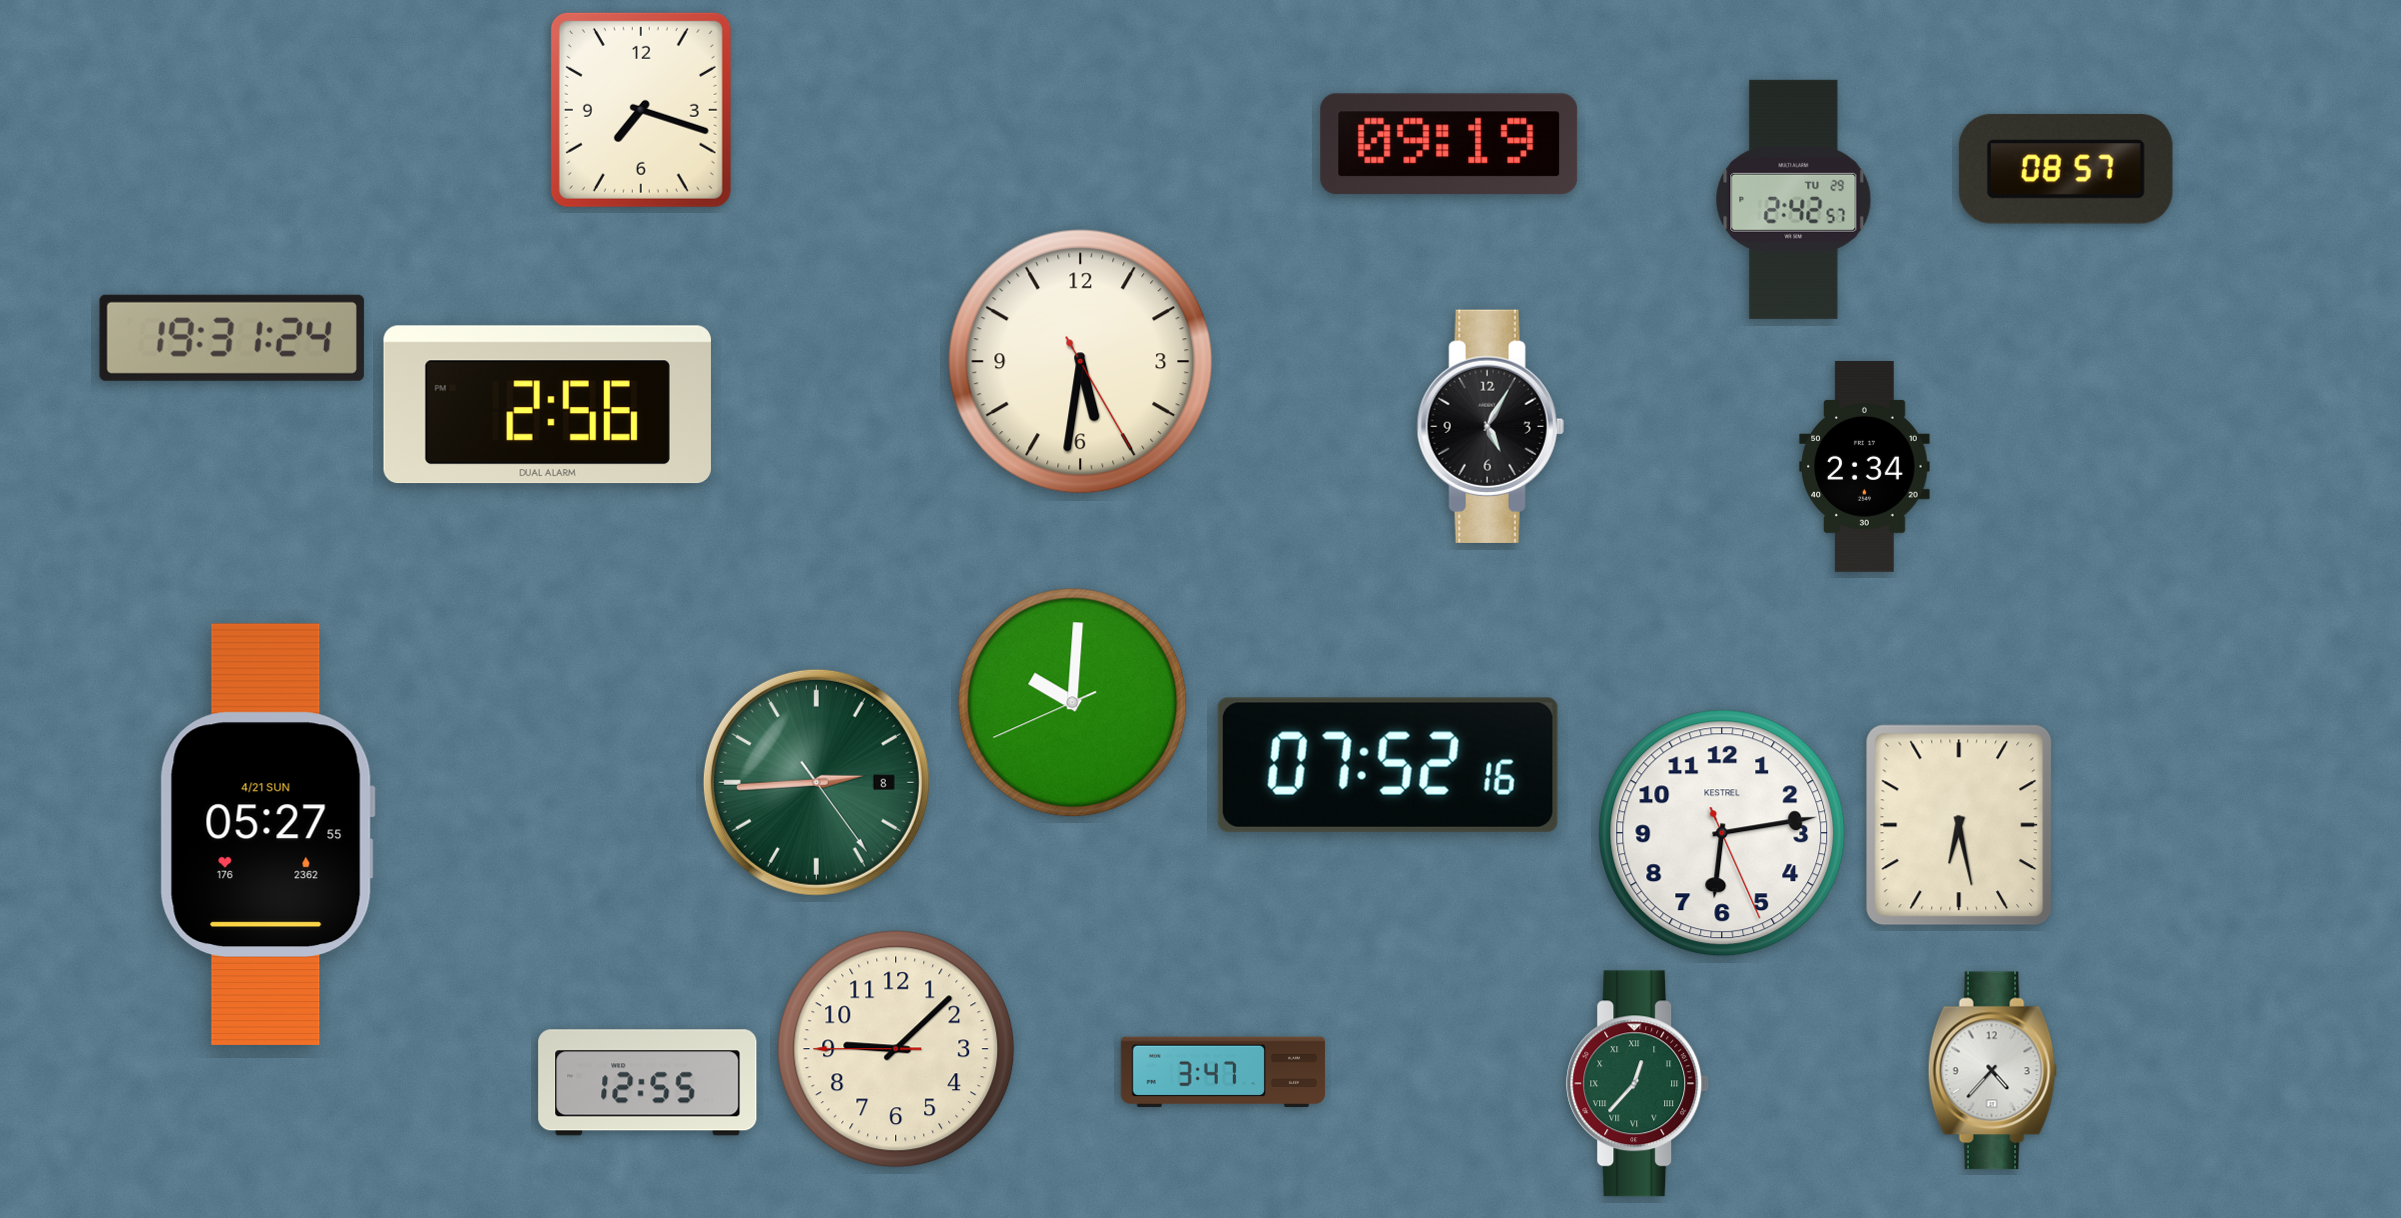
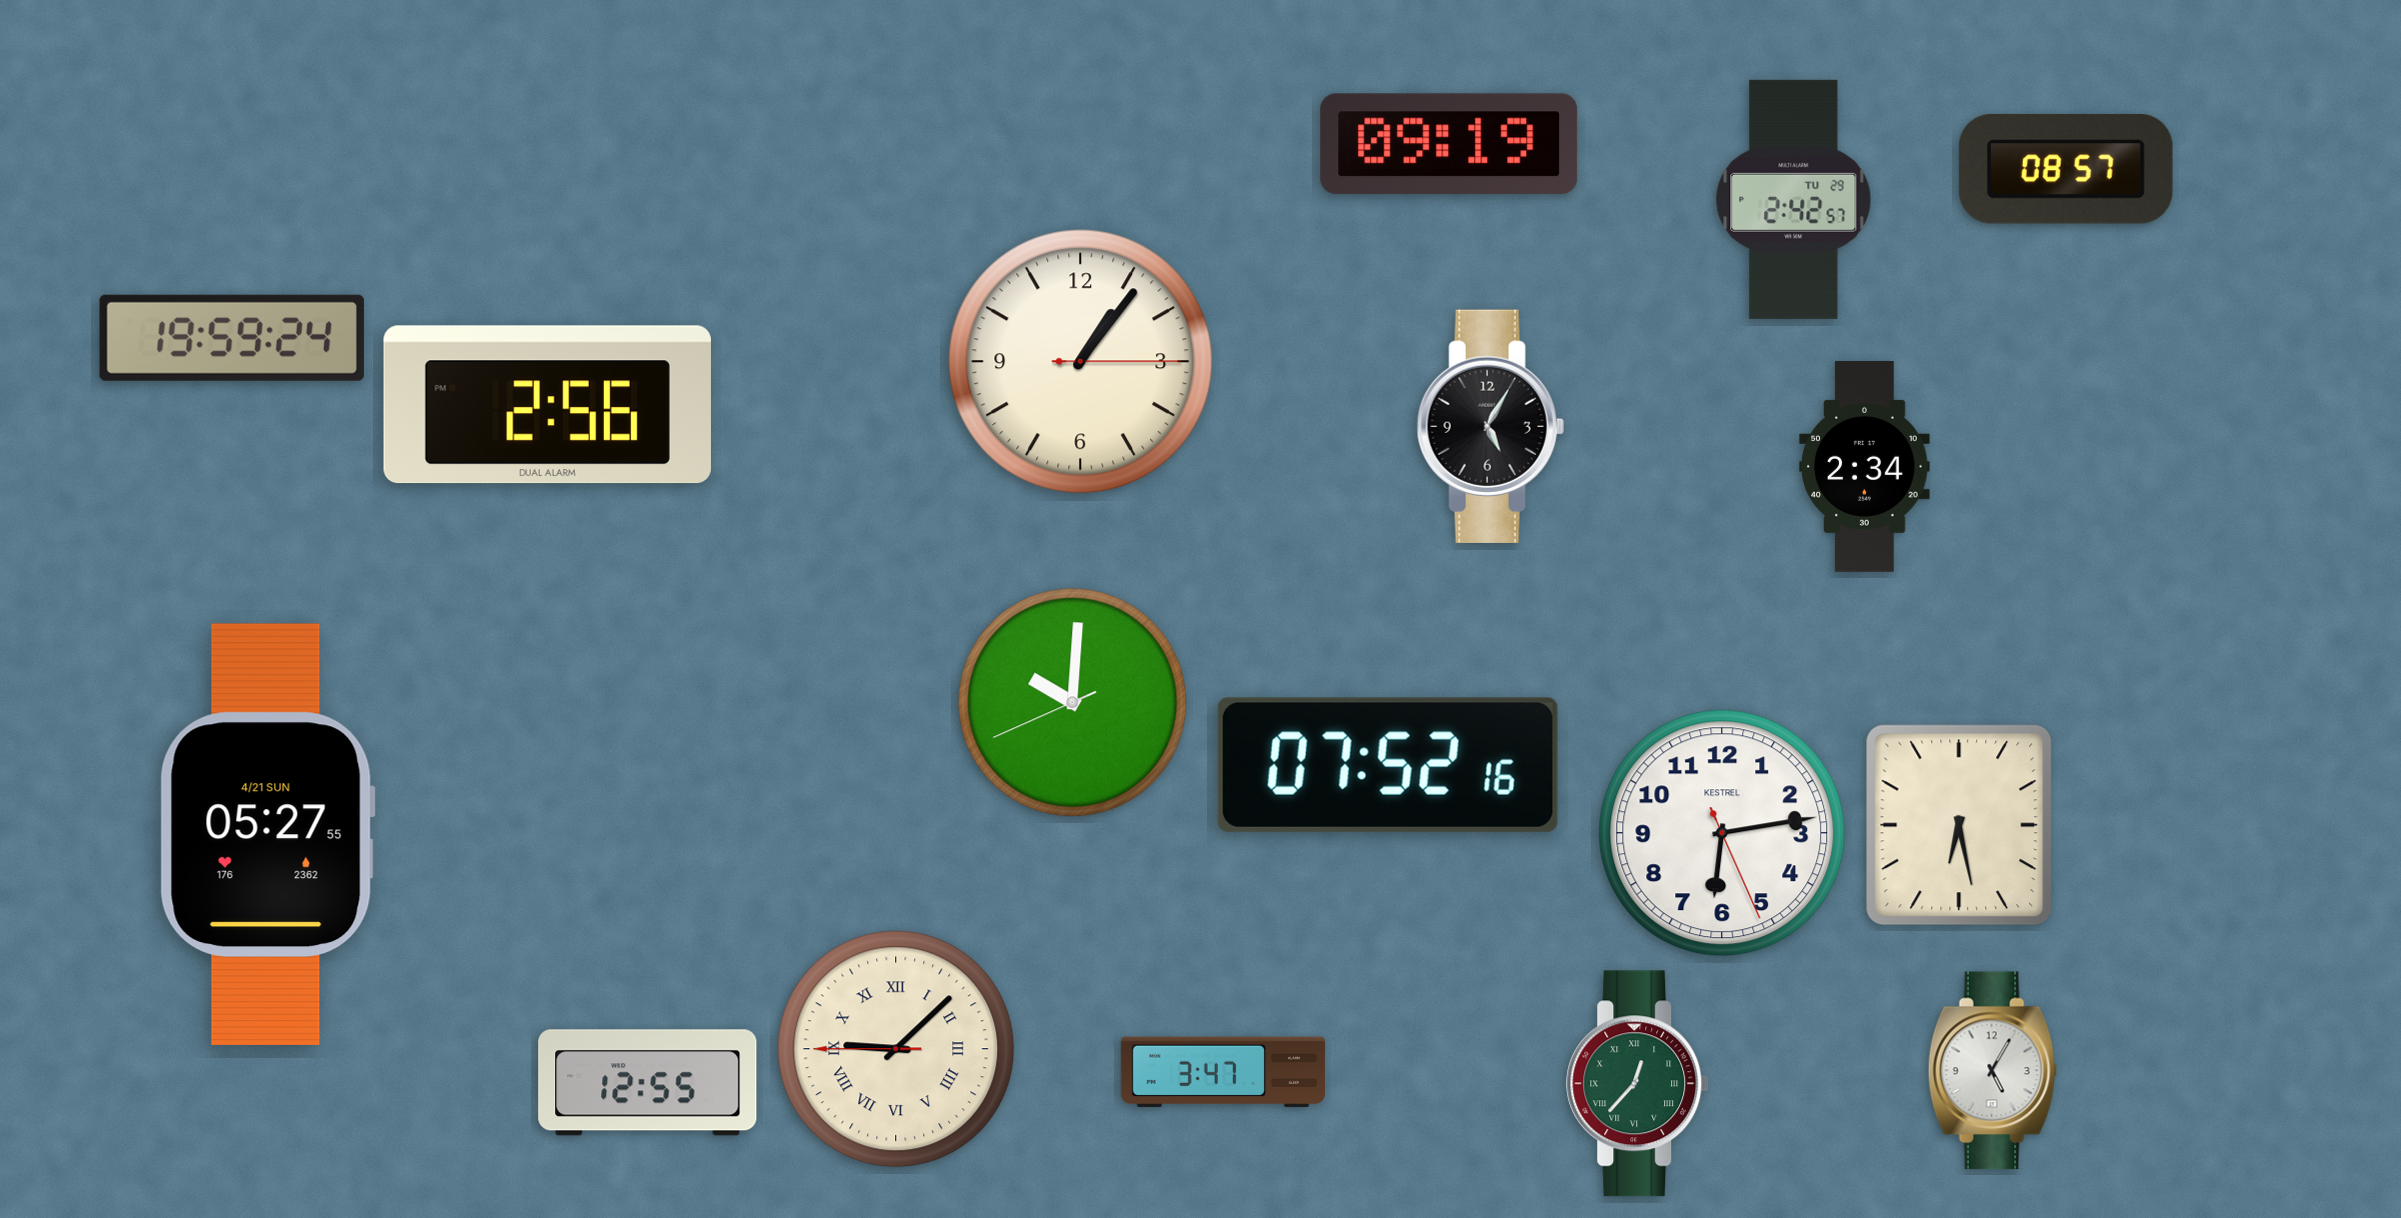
clock at (641, 110): 7:18 -> none
clock at (232, 338): 19:31 -> 19:59
clock at (1081, 362): 5:31 -> 1:06
clock at (816, 782): 2:44 -> none
clock at (896, 1049) numerals: Arabic -> Roman
clock at (1992, 1071): 4:37 -> 5:05
